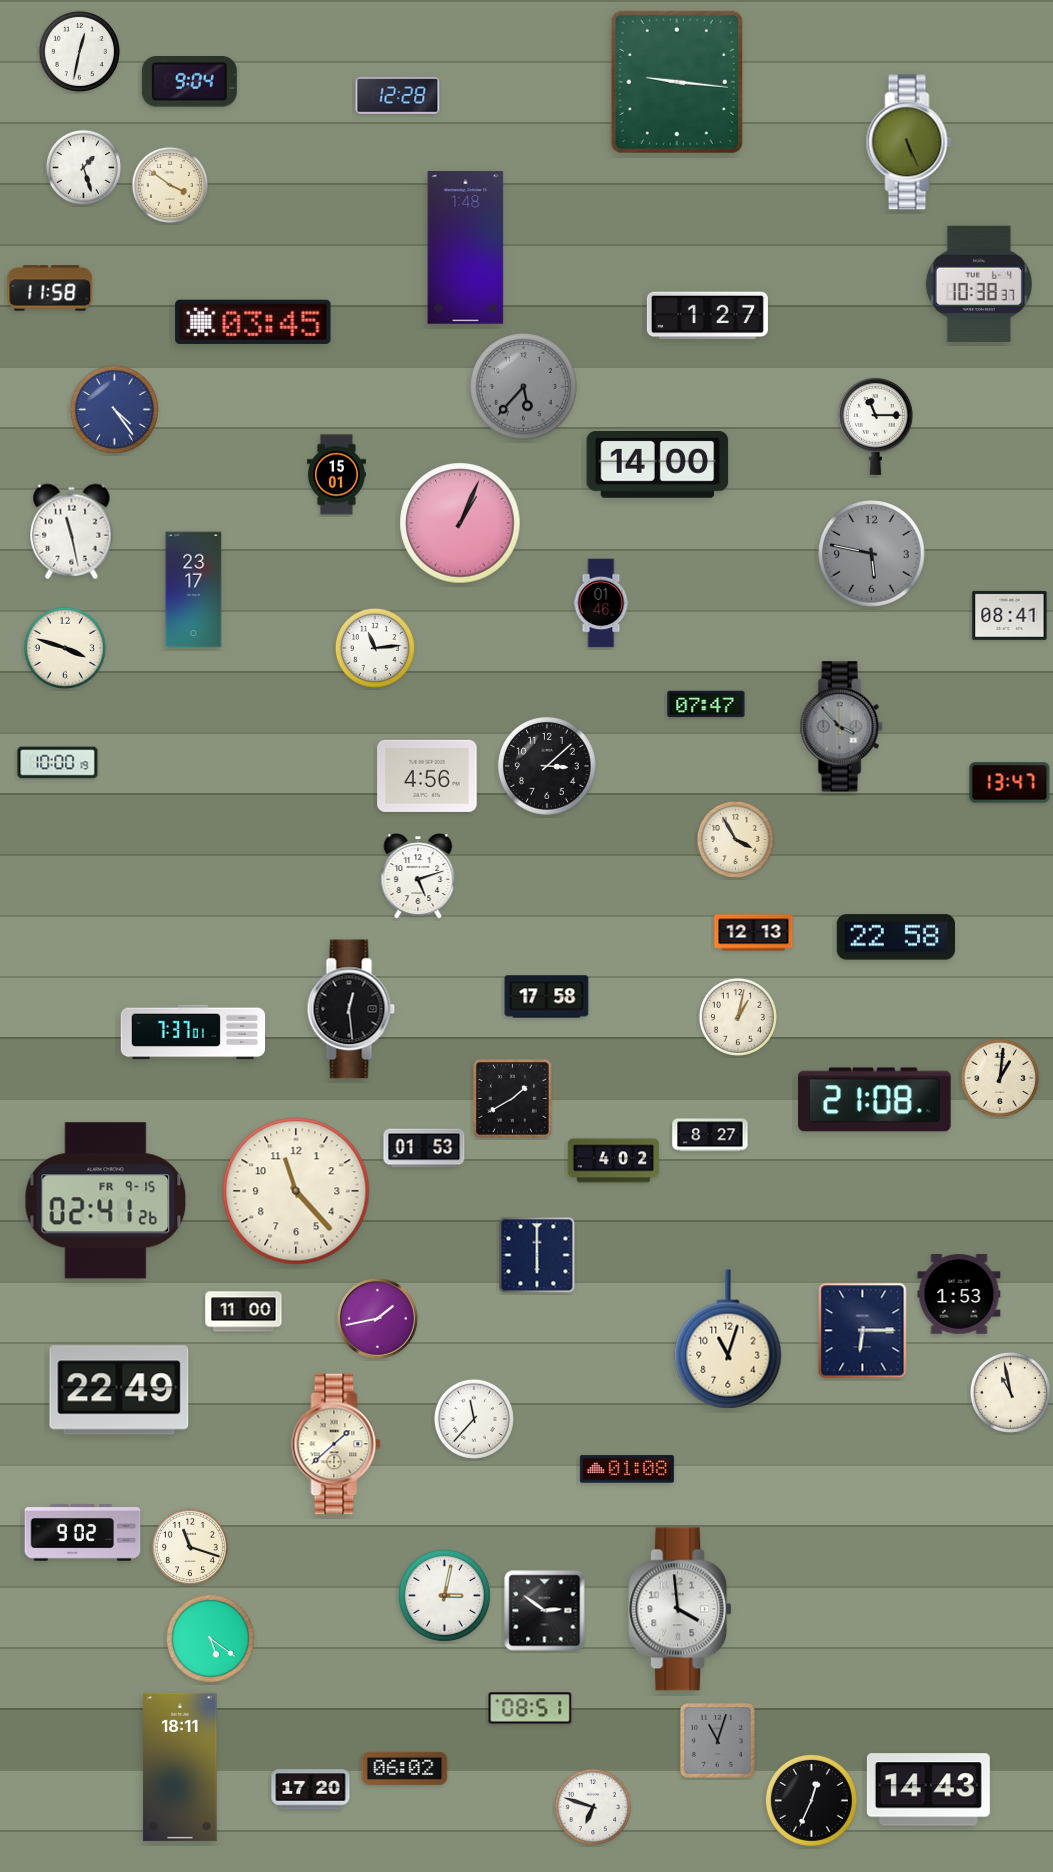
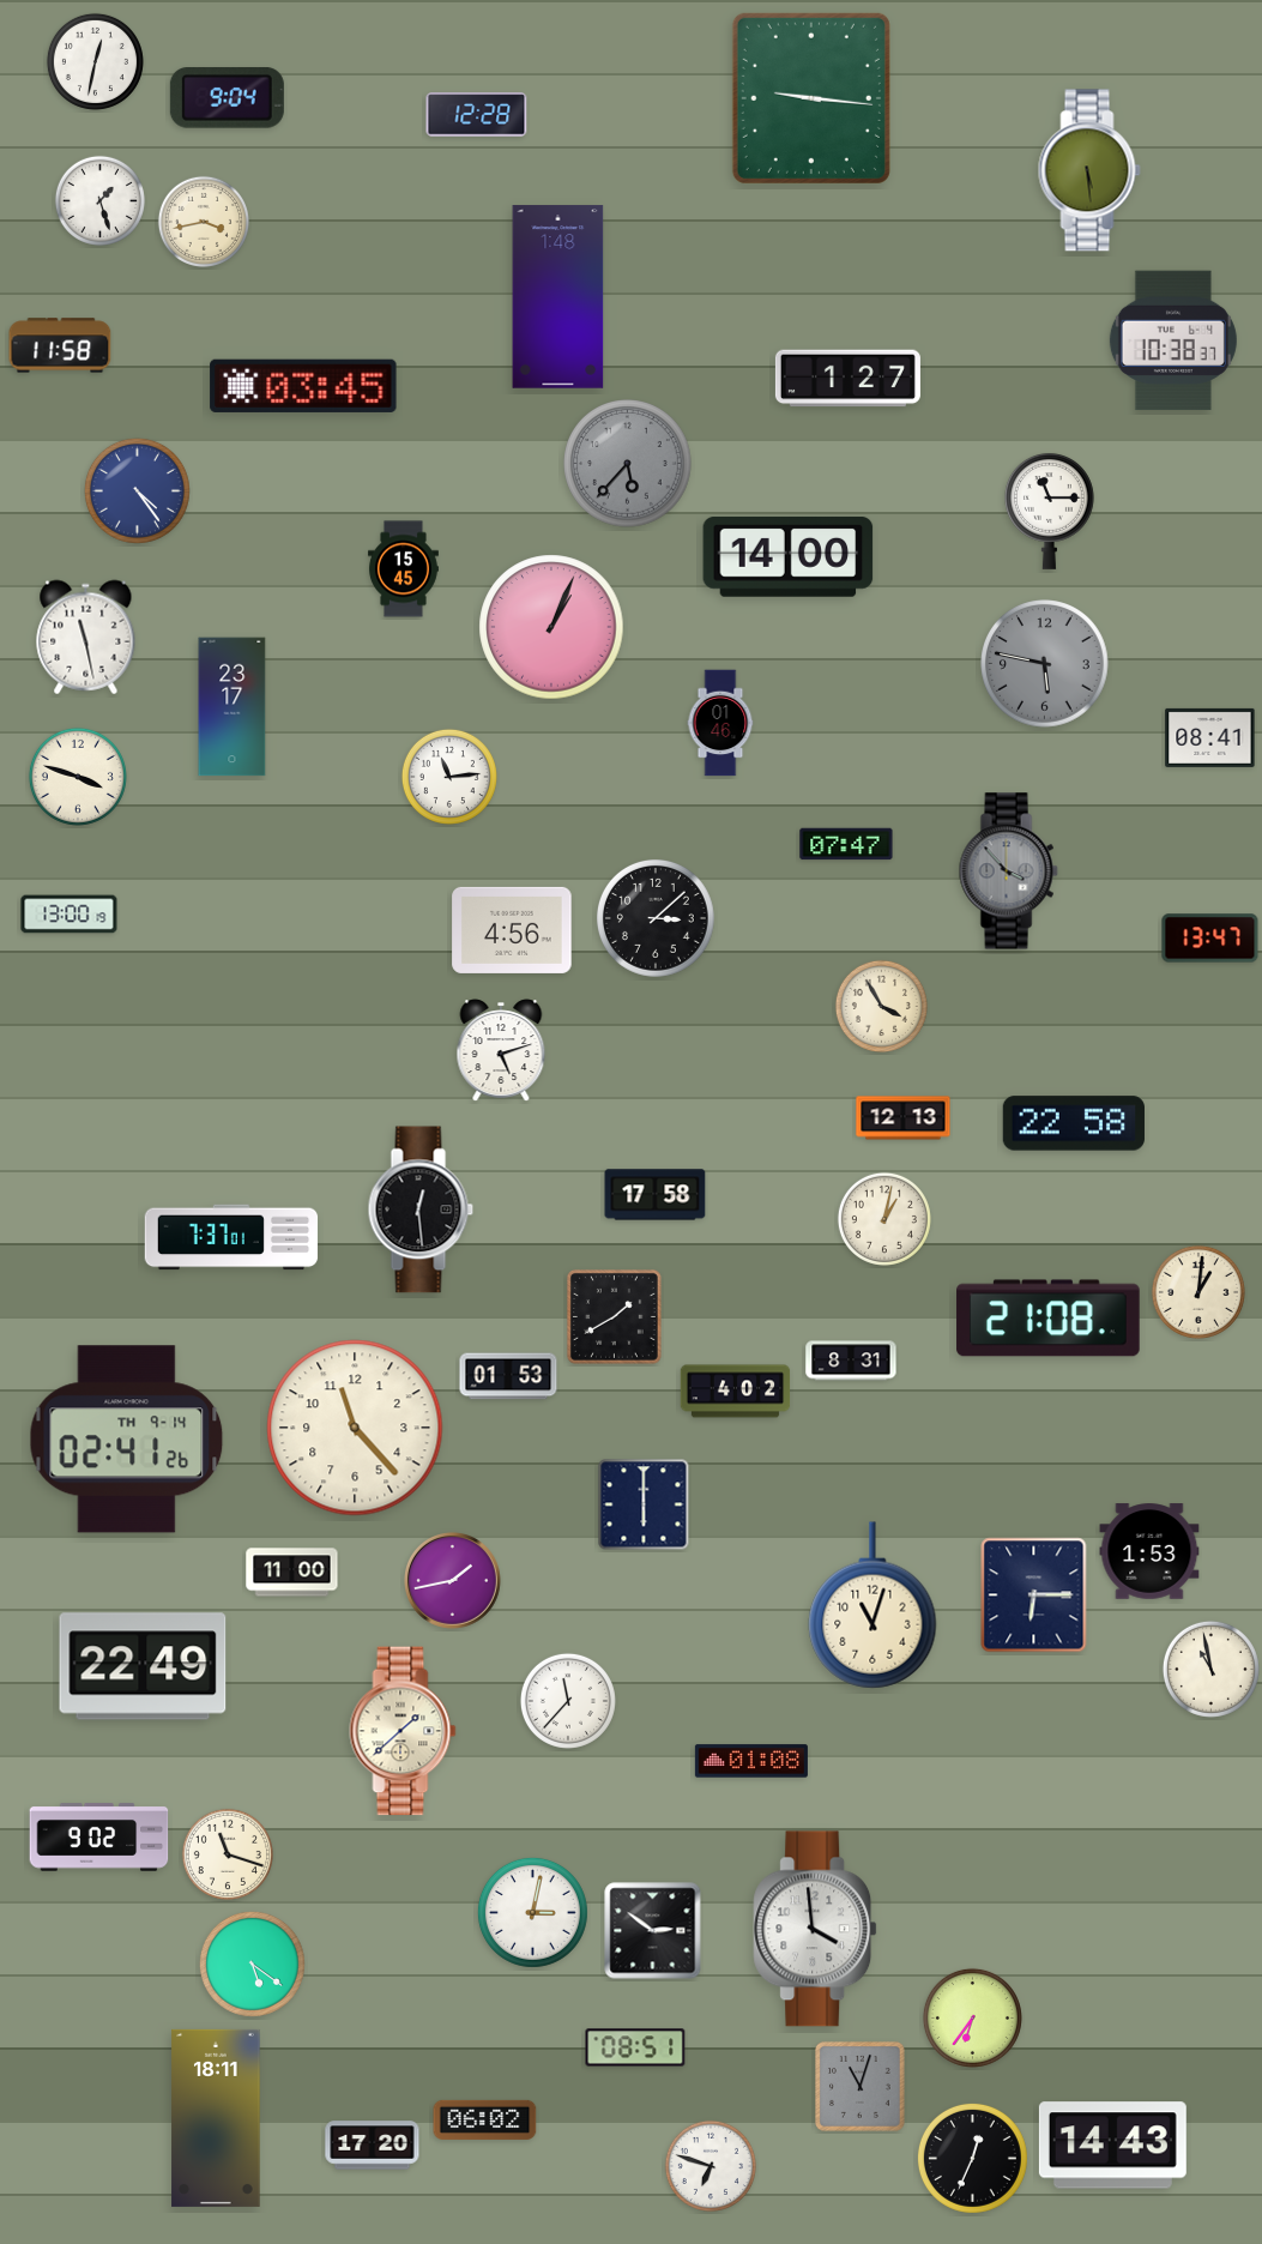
clock at (909, 142): 5:26 -> 5:29
clock at (170, 185): 3:51 -> 3:43
clock at (337, 475): 15:01 -> 15:45
clock at (58, 763): 10:00 -> 13:00
clock at (710, 1135): 8:27 -> 8:31
clock at (106, 1201) date: FR 9-15 -> TH 9-14
clock at (972, 2017): none -> 6:36
